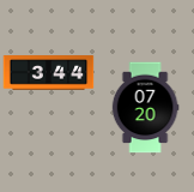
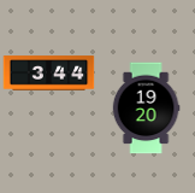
clock at (145, 108): 07:20 -> 19:20
